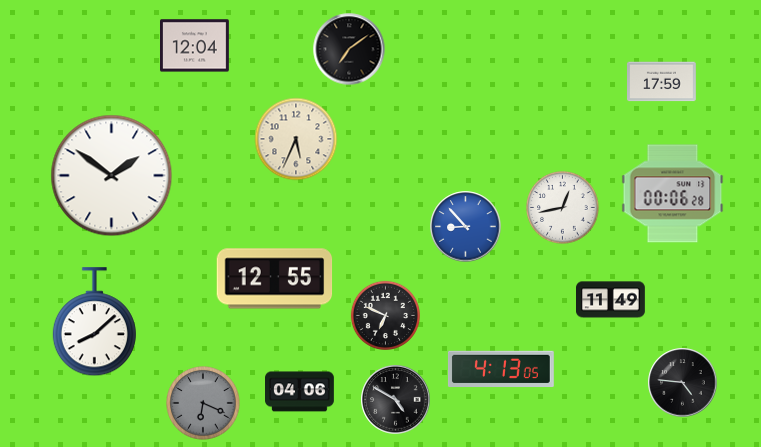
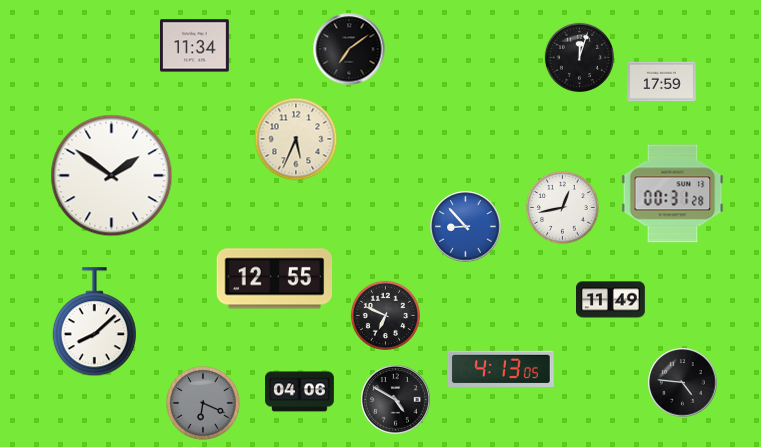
clock at (195, 46): 12:04 -> 11:34
clock at (579, 57): none -> 12:03
clock at (673, 194): 00:06 -> 00:31
